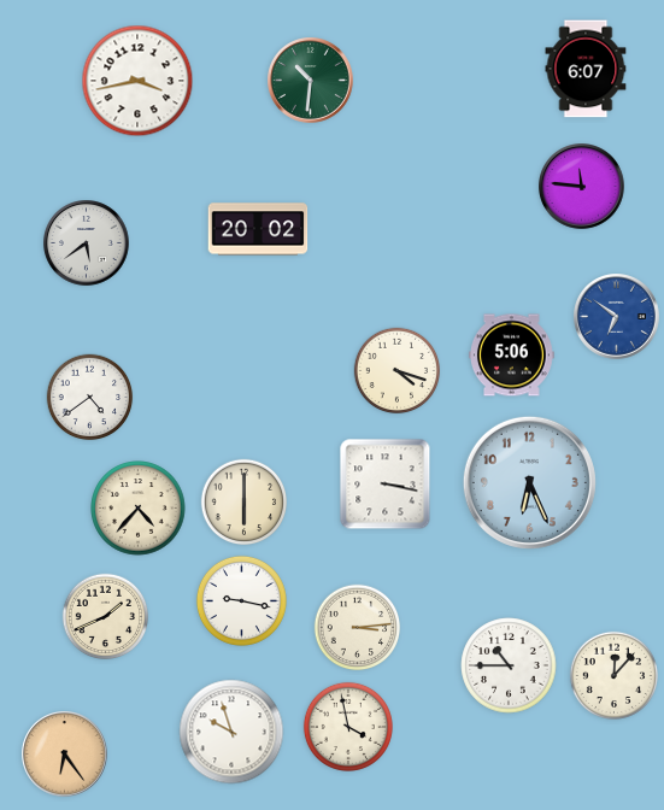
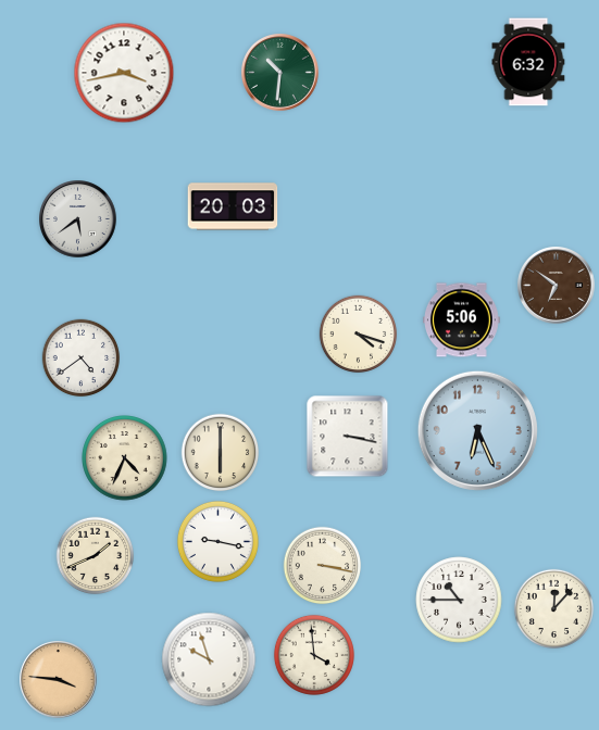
clock at (586, 69): 6:07 -> 6:32
clock at (582, 187): 11:46 -> none
clock at (258, 229): 20:02 -> 20:03
clock at (617, 317) dial: blue -> brown
clock at (529, 482) position: (529, 482) -> (477, 430)
clock at (139, 509): 4:37 -> 4:34
clock at (358, 628): 3:14 -> 3:17
clock at (348, 727): 3:58 -> 3:59
clock at (65, 755): 6:24 -> 3:46
